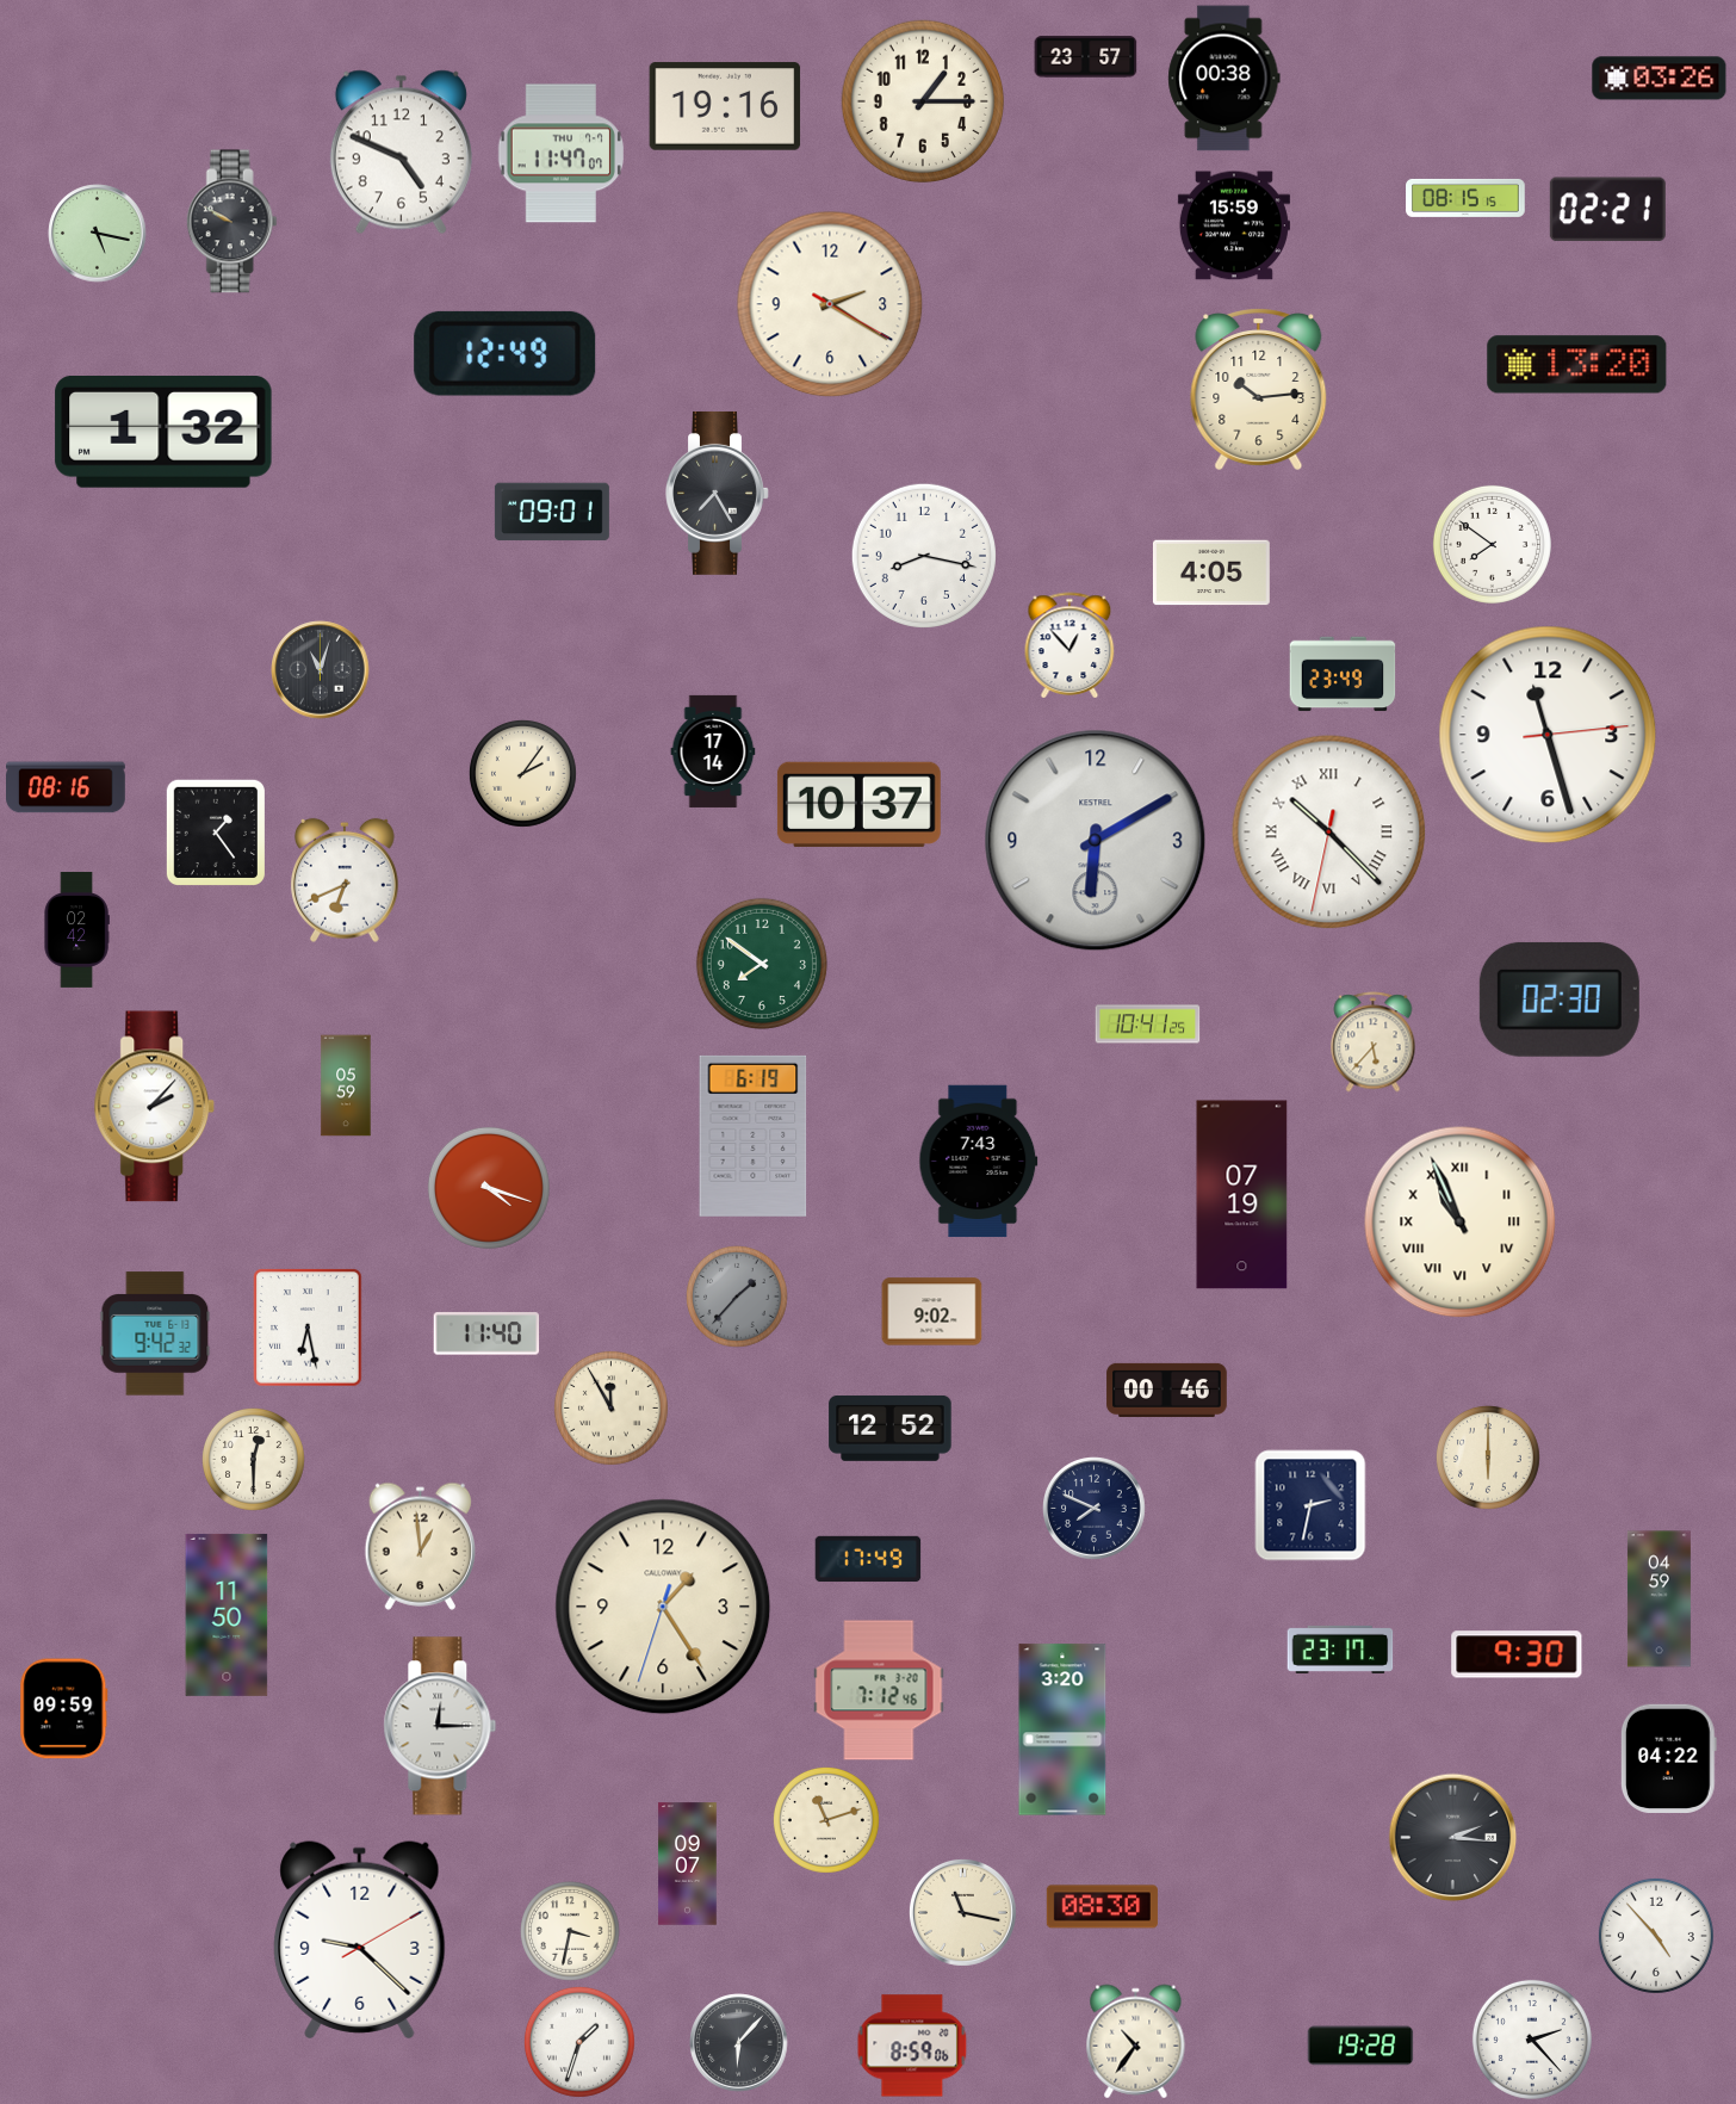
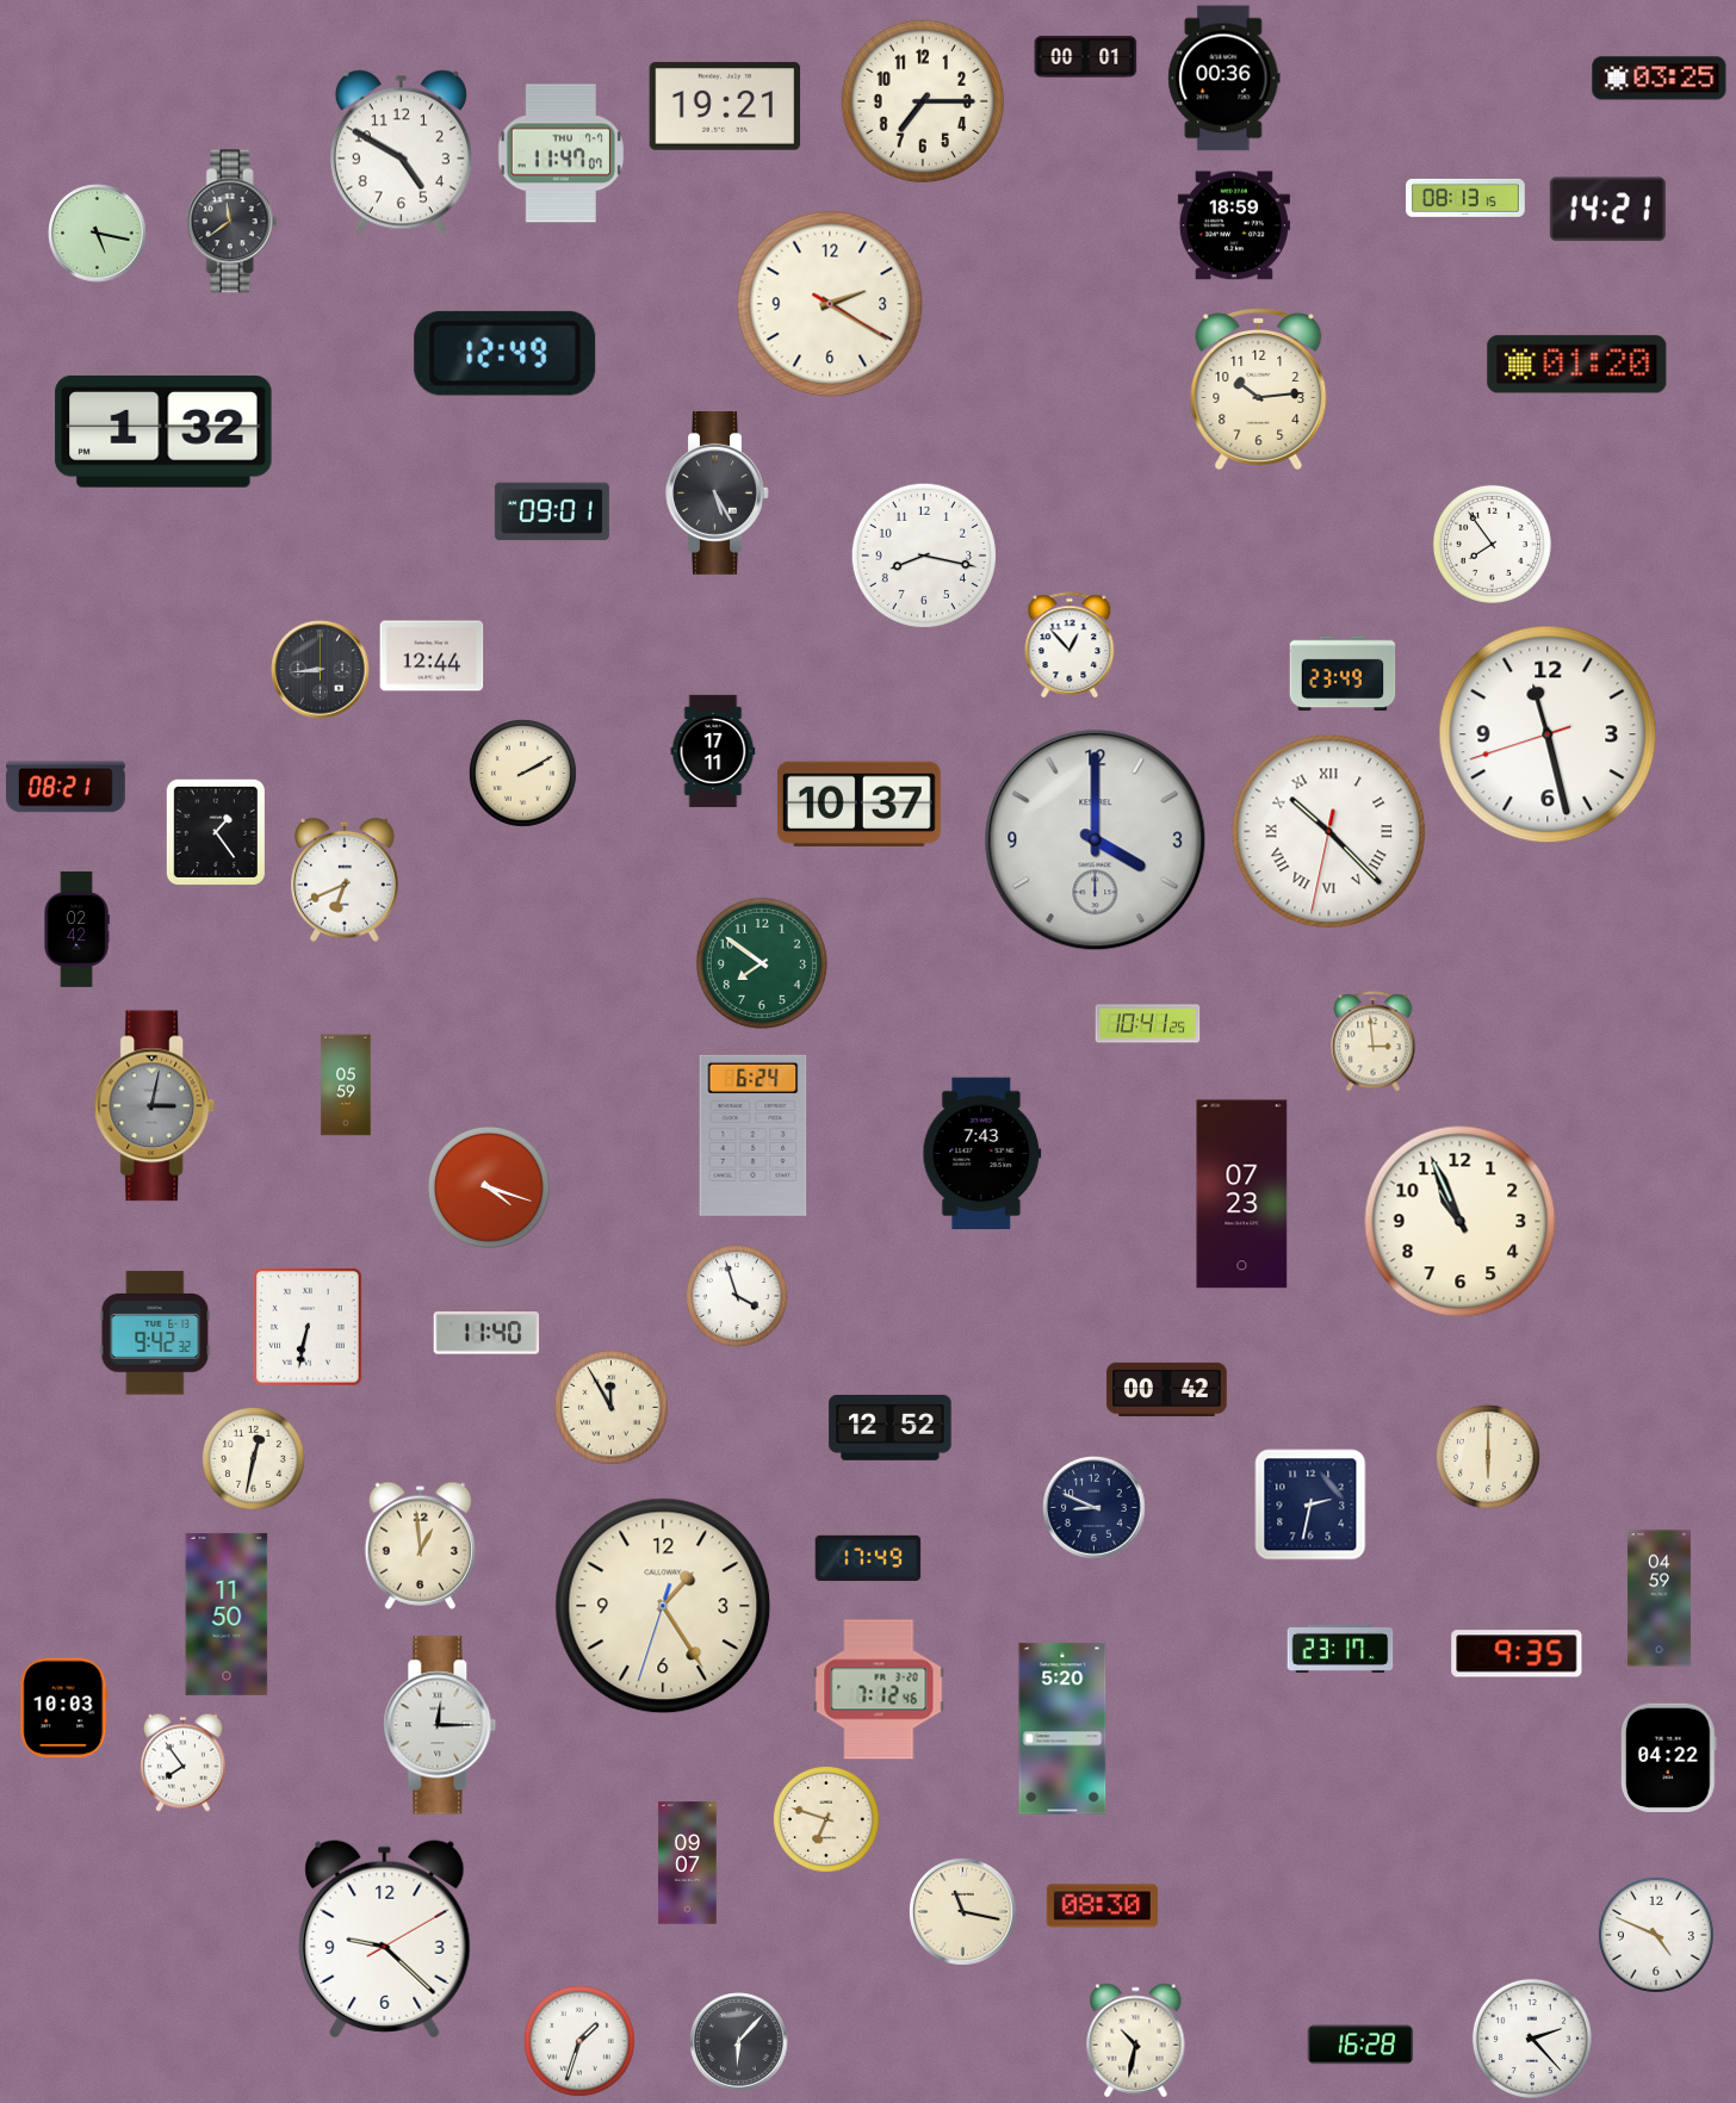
clock at (1086, 57): 23:57 -> 00:01
clock at (1224, 79): 00:38 -> 00:36
clock at (1660, 79): 03:26 -> 03:25
clock at (922, 100): 1:15 -> 7:15
clock at (725, 106): 19:16 -> 19:21
clock at (401, 153): 4:49 -> 4:50
clock at (1465, 198): 08:15 -> 08:13
clock at (1607, 210): 02:21 -> 14:21
clock at (231, 222): 9:50 -> 11:39
clock at (1234, 225): 15:59 -> 18:59
clock at (1577, 365): 13:20 -> 01:20
clock at (718, 493): 7:25 -> 5:25
clock at (1492, 544): 7:51 -> 7:54
clock at (1211, 573): 4:05 -> none
clock at (432, 656): none -> 12:44
clock at (321, 670): 11:03 -> 8:44
clock at (1548, 735): 11:27:14 -> 11:27:42
clock at (713, 751): 17:14 -> 17:11
clock at (522, 773): 2:06 -> 2:10
clock at (67, 787): 08:16 -> 08:21
clock at (1096, 841): 6:10 -> 4:00
clock at (1560, 1000): 02:30 -> none
clock at (1374, 1042): 5:37 -> 2:59
clock at (155, 1107): 2:07 -> 3:02
clock at (155, 1107) dial: white -> grey
clock at (754, 1135): 6:19 -> 6:24
clock at (979, 1162) position: (979, 1162) -> (982, 1154)
clock at (1242, 1195): 07:19 -> 07:23
clock at (1461, 1223) numerals: Roman -> Arabic
clock at (738, 1298): 1:37 -> 3:57
clock at (738, 1298) dial: grey -> white
clock at (932, 1312): 9:02 -> none
clock at (308, 1328): 6:28 -> 6:32
clock at (1167, 1390): 00:46 -> 00:42
clock at (254, 1460): 12:30 -> 12:32
clock at (1095, 1509): 7:49 -> 8:49
clock at (1517, 1654): 9:30 -> 9:35
clock at (64, 1709): 09:59 -> 10:03
clock at (1062, 1729): 3:20 -> 5:20
clock at (182, 1762): none -> 7:54
clock at (826, 1820): 11:12 -> 6:48
clock at (1453, 1838): 2:16 -> none
clock at (571, 1932): 3:32 -> none
clock at (1656, 1936): 4:53 -> 4:49
clock at (360, 1941) position: (360, 1941) -> (385, 1940)
clock at (1136, 2042): 10:36 -> 10:32
clock at (912, 2046): 8:59 -> none
clock at (1360, 2046): 19:28 -> 16:28
